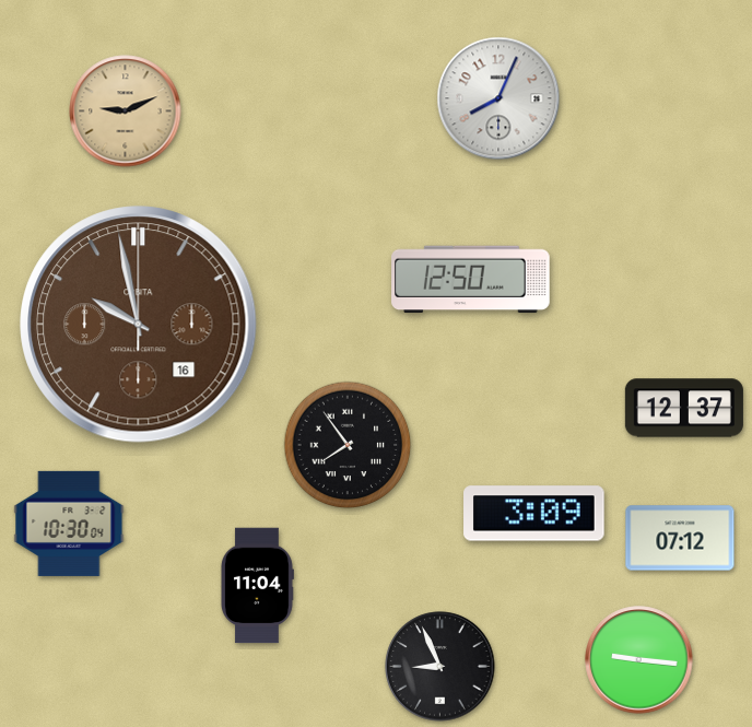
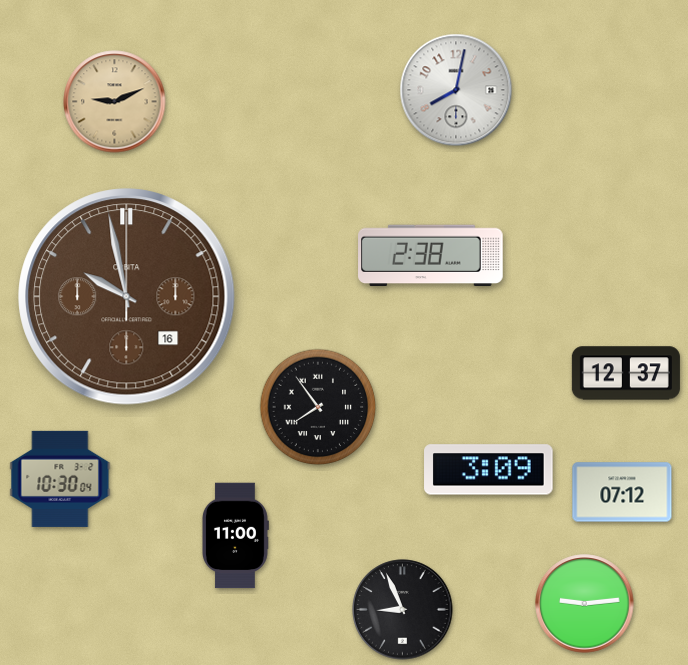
clock at (498, 98): 8:04 -> 8:02
clock at (471, 280): 12:50 -> 2:38
clock at (69, 524) position: (69, 524) -> (60, 479)
clock at (257, 586): 11:04 -> 11:00
clock at (639, 660): 9:16 -> 9:14
